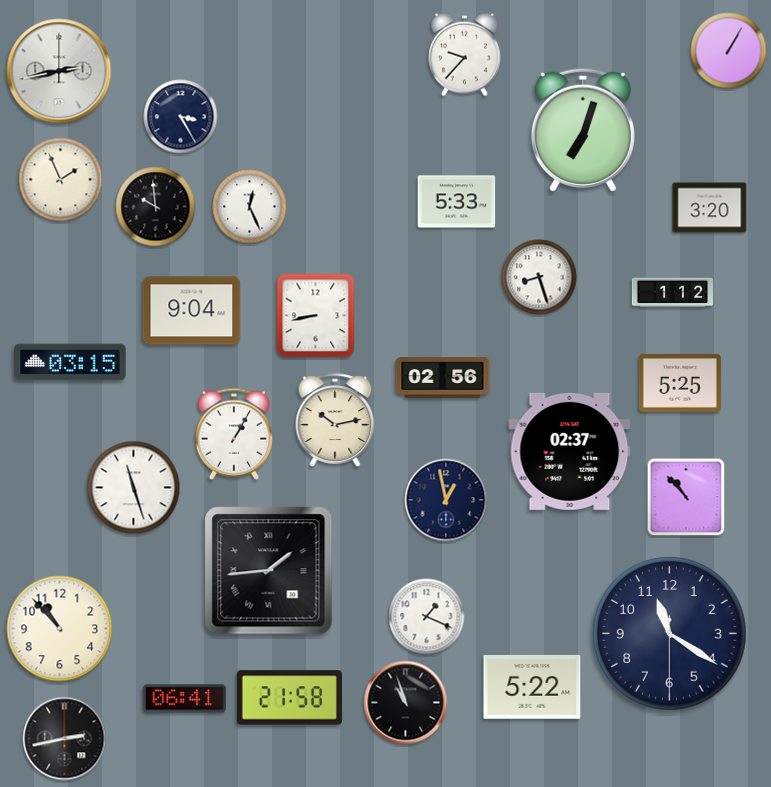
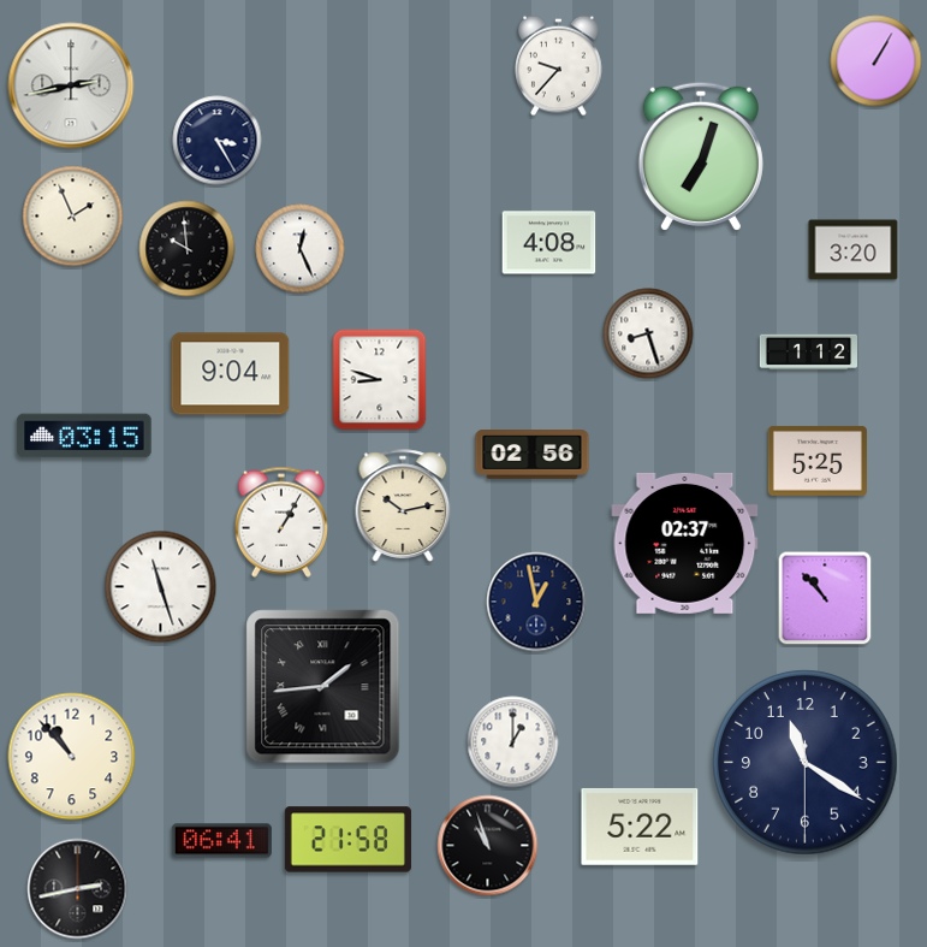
clock at (457, 202): 5:33 -> 4:08
clock at (316, 316): 8:43 -> 8:48
clock at (427, 617): 1:19 -> 1:00
